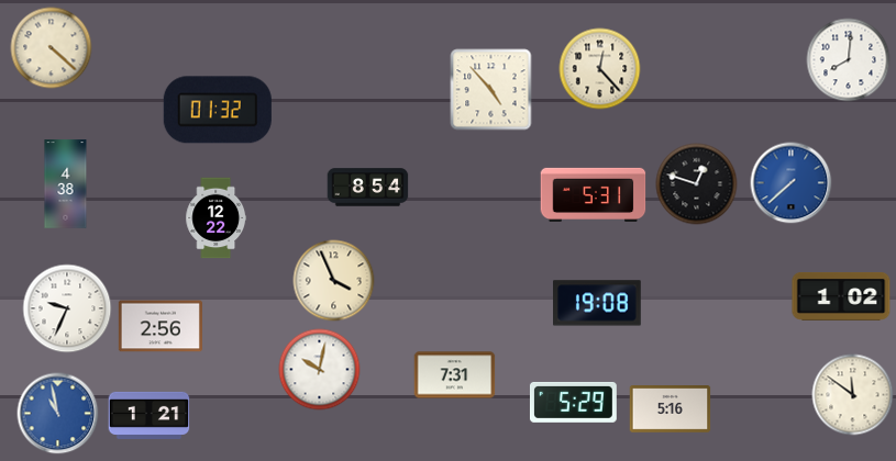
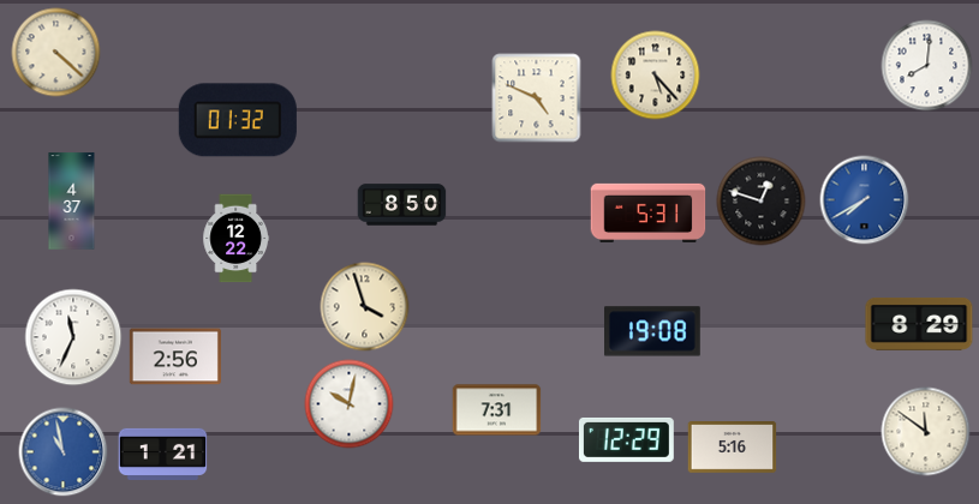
clock at (600, 69): 12:23 -> 5:23
clock at (491, 90): 4:53 -> 4:49
clock at (792, 183): 7:38 -> 7:40
clock at (66, 184): 4:38 -> 4:37
clock at (368, 188): 8:54 -> 8:50
clock at (334, 281): 3:56 -> 3:57
clock at (841, 297): 1:02 -> 8:29
clock at (67, 308): 9:34 -> 11:34
clock at (853, 395) position: (853, 395) -> (926, 432)
clock at (573, 402): 5:29 -> 12:29
